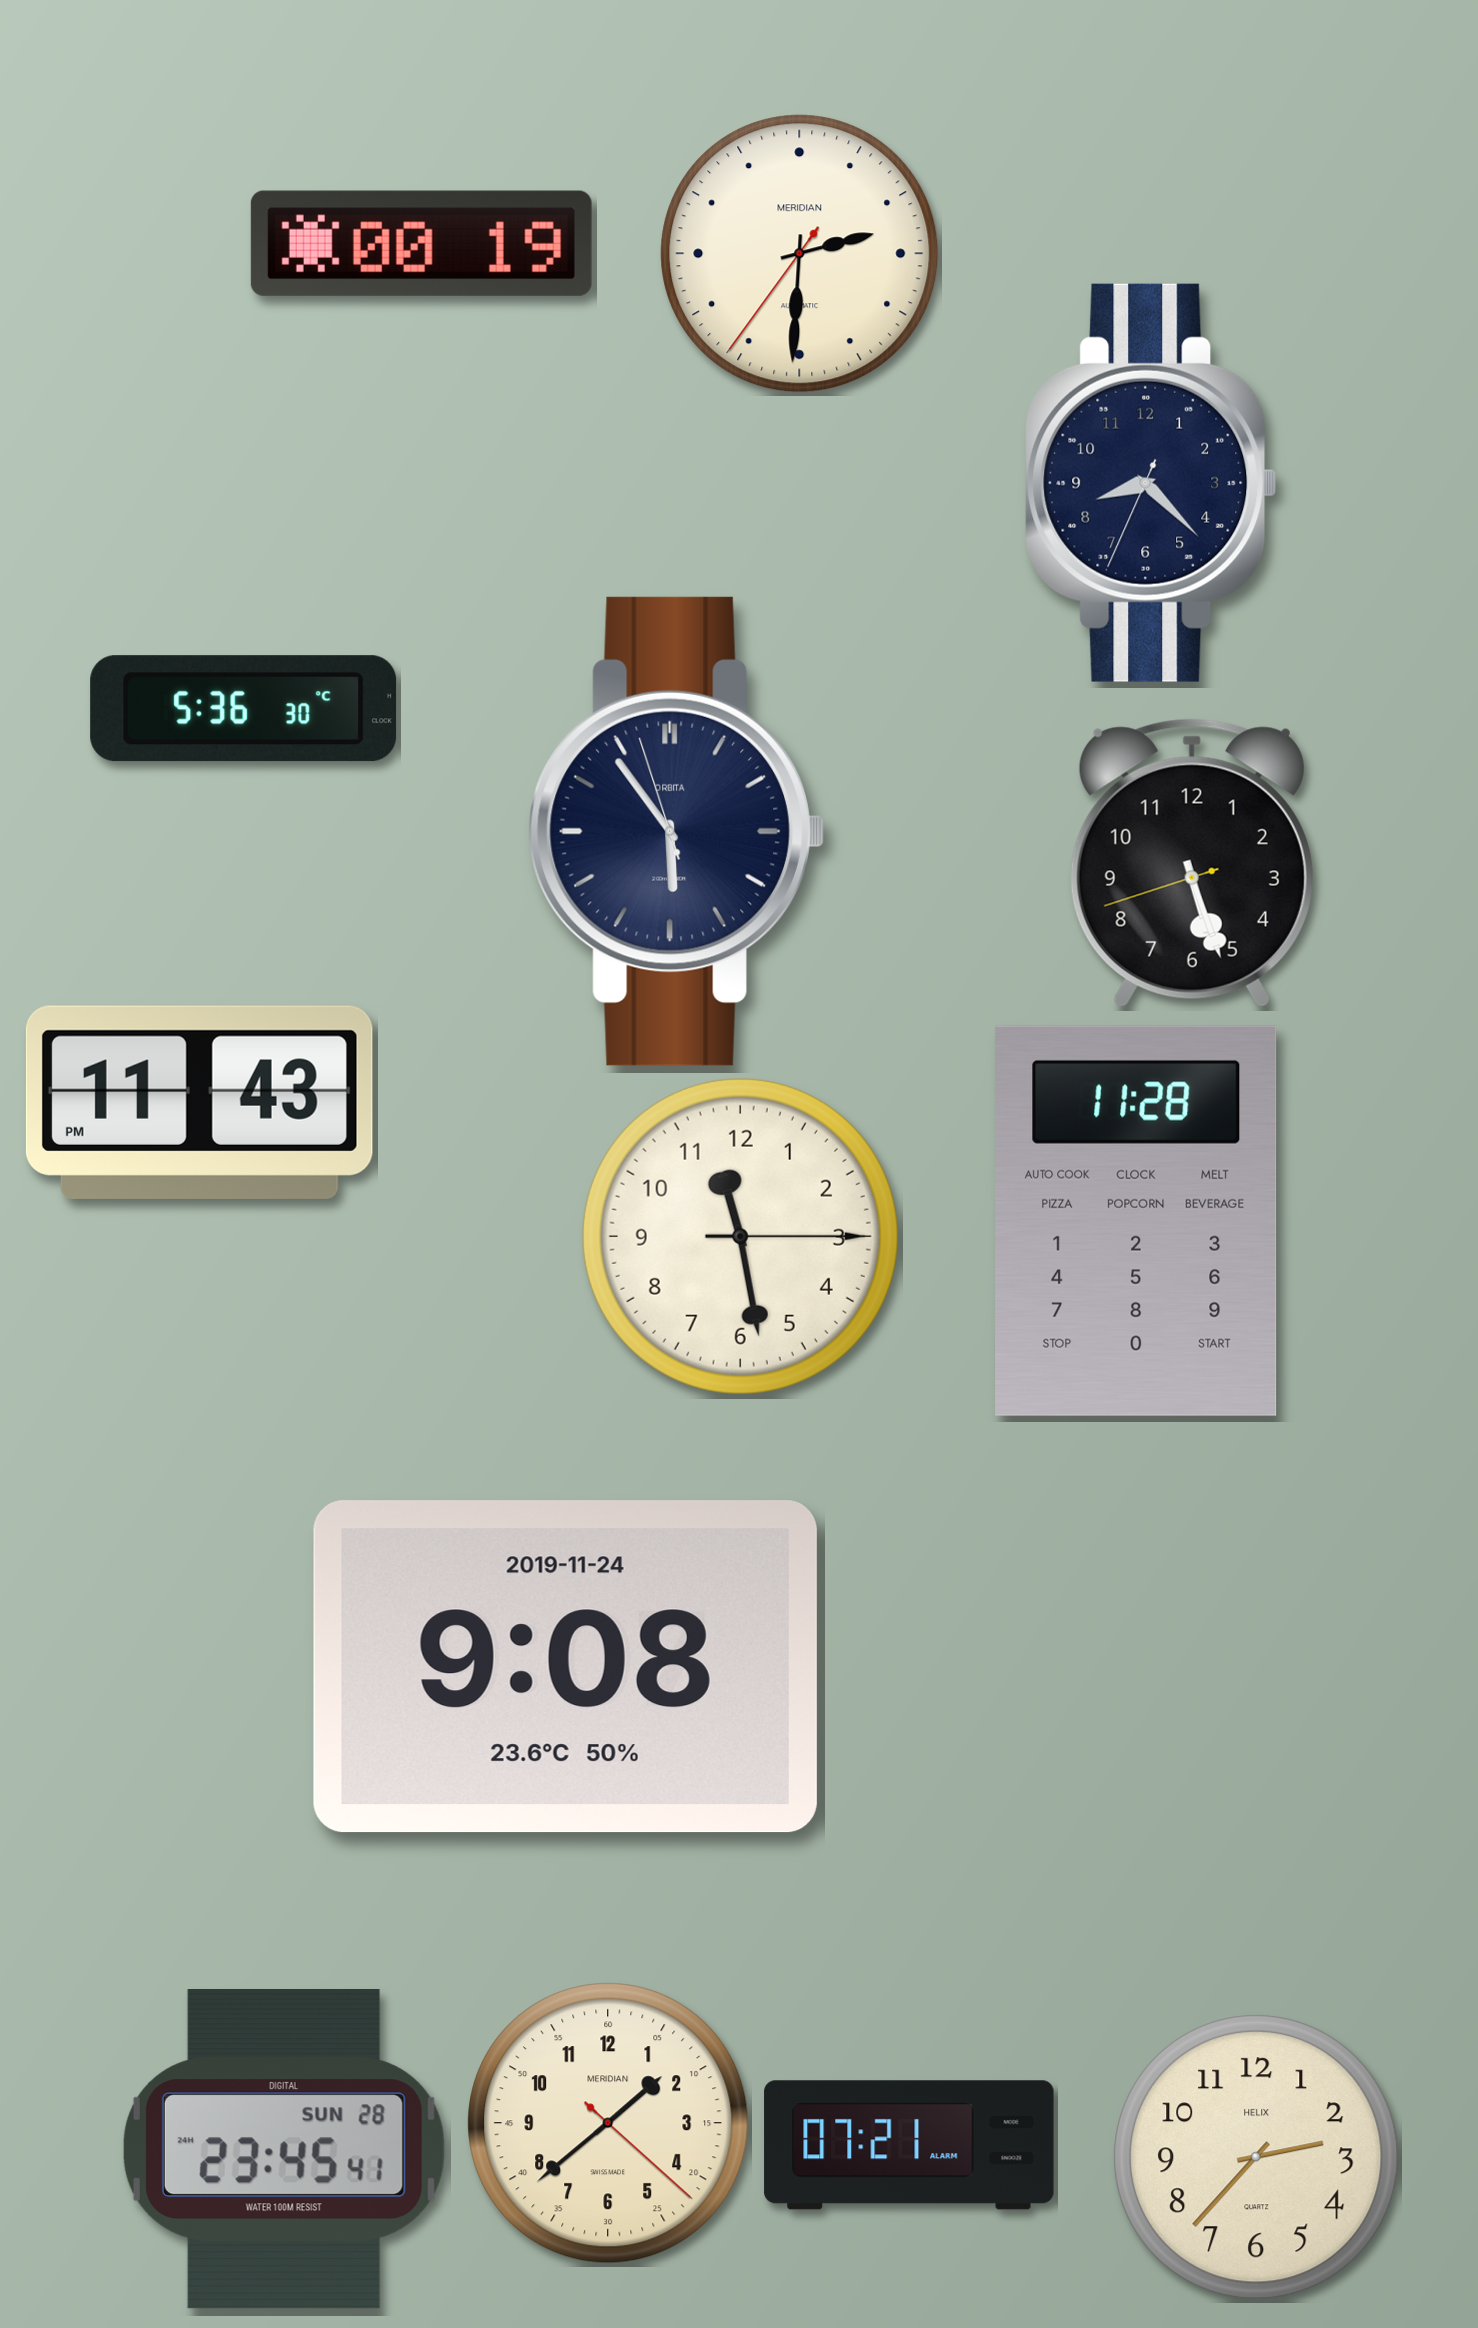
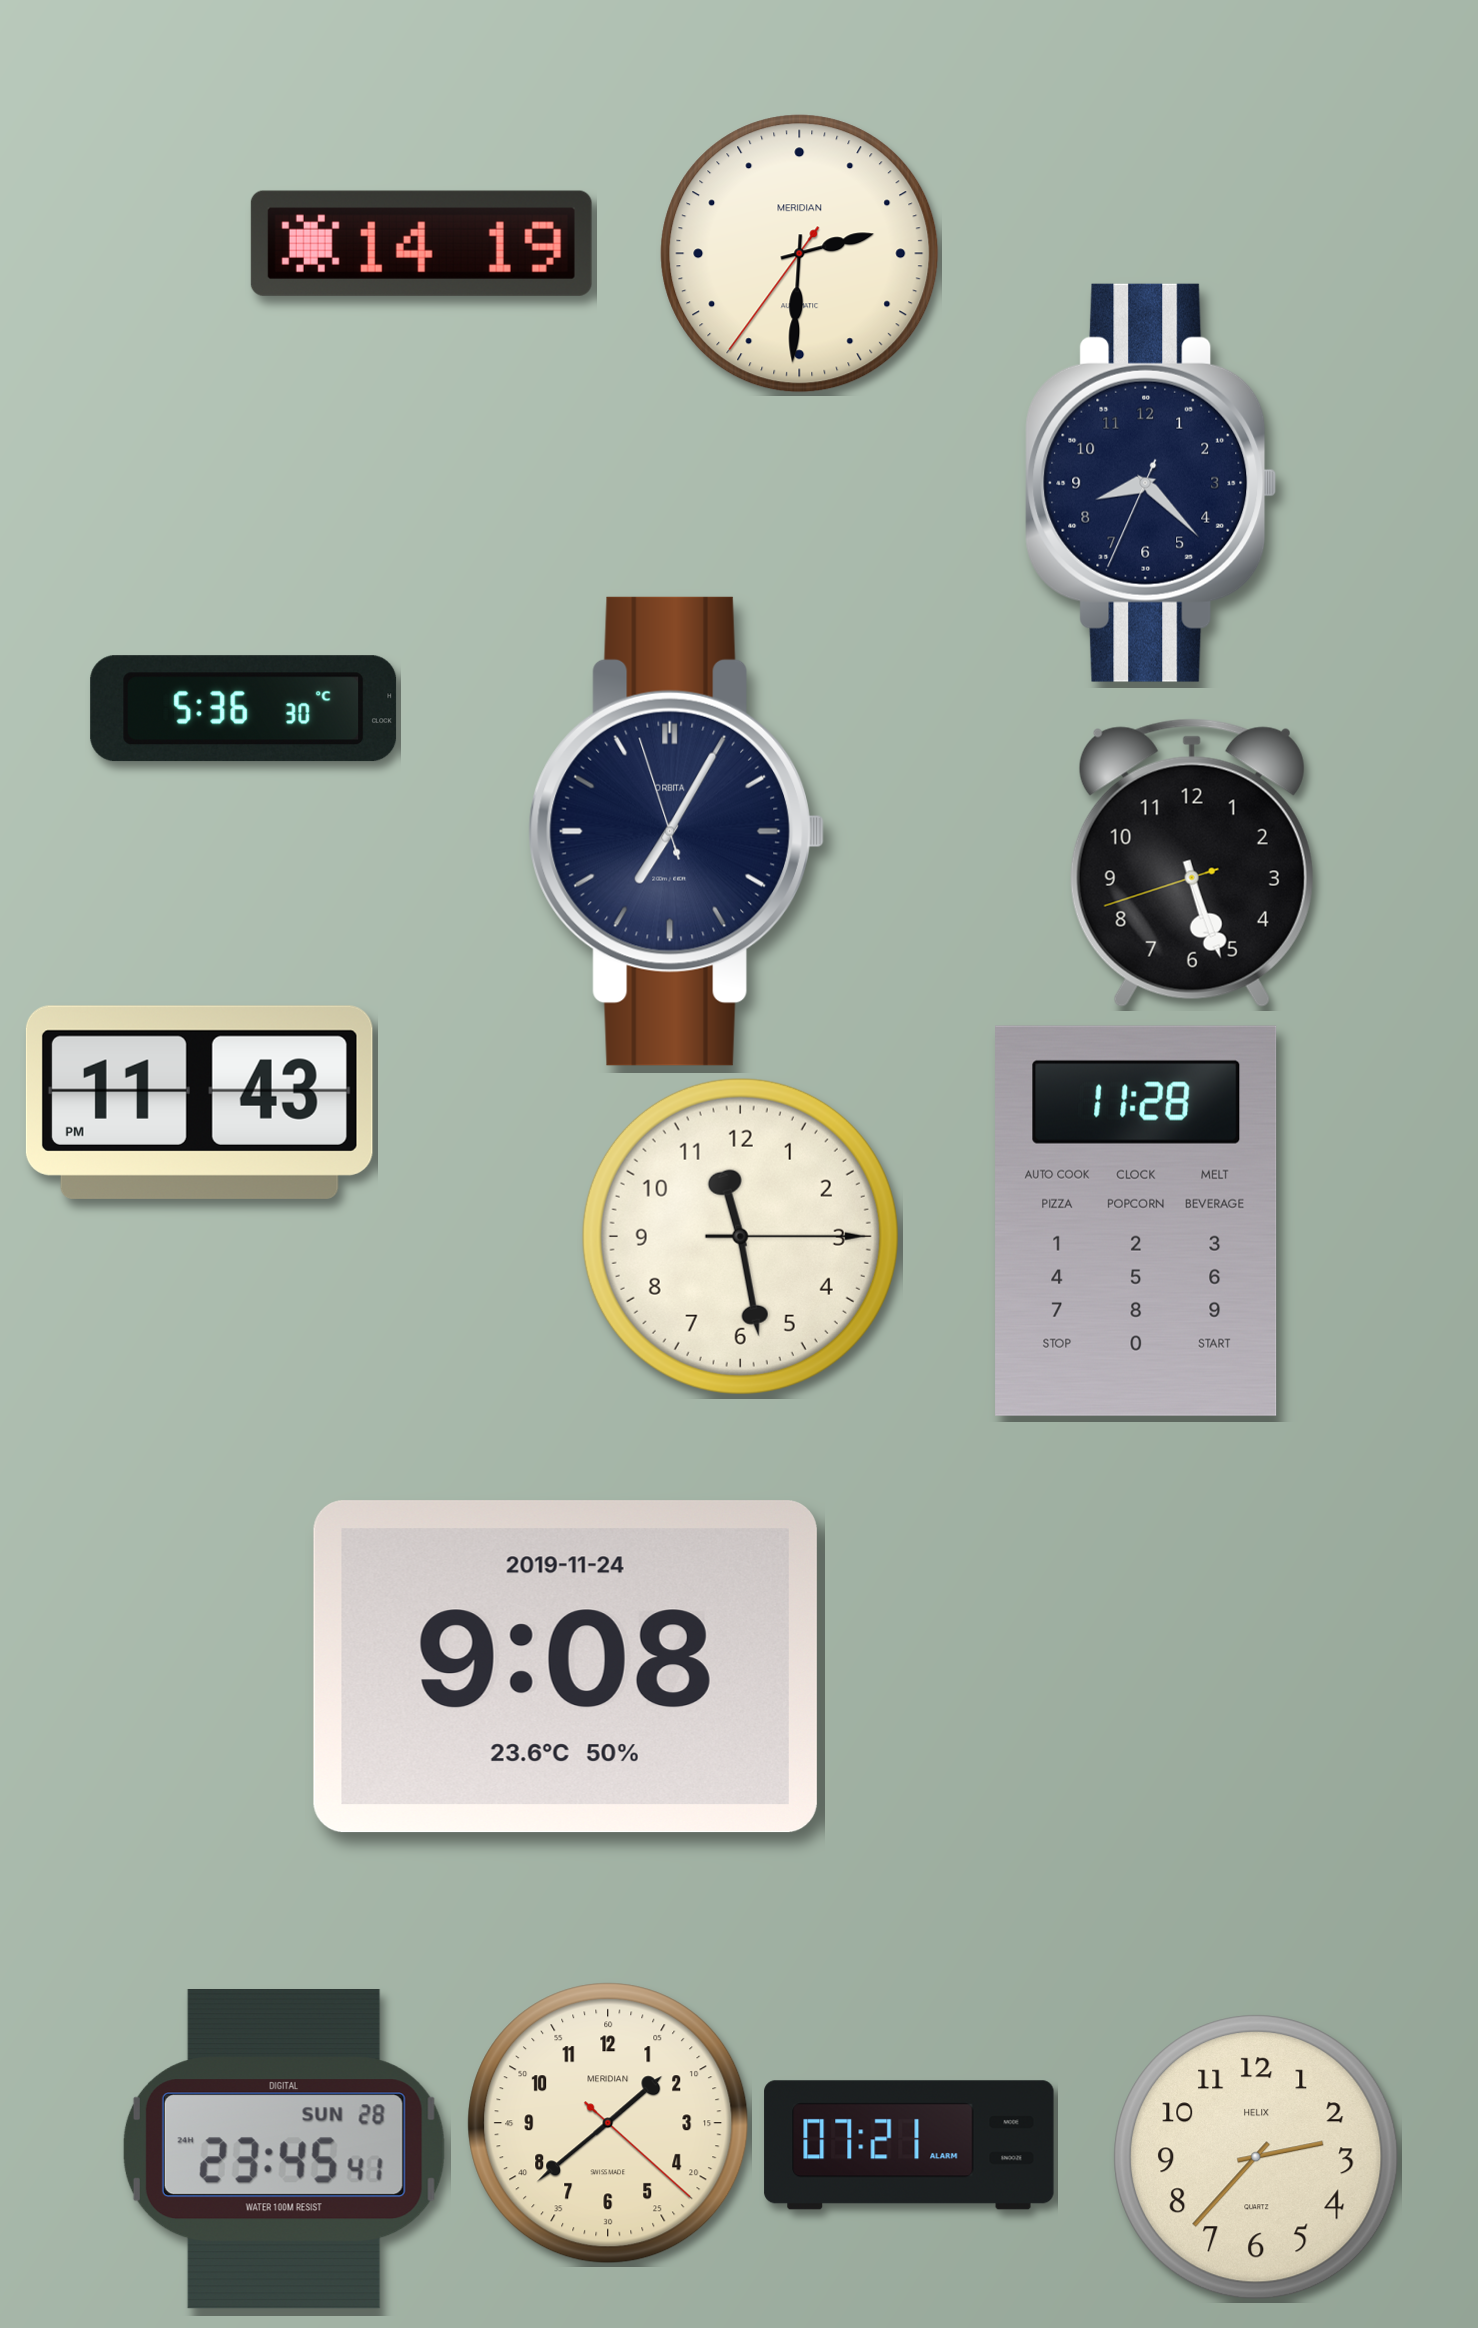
clock at (421, 243): 00:19 -> 14:19
clock at (676, 831): 5:53 -> 7:04
